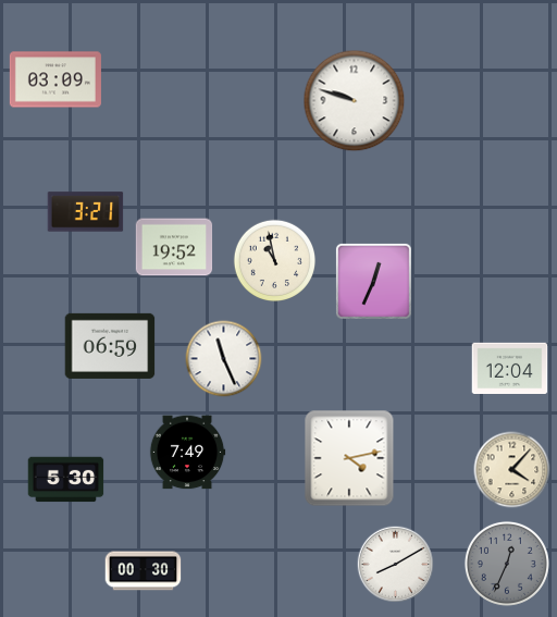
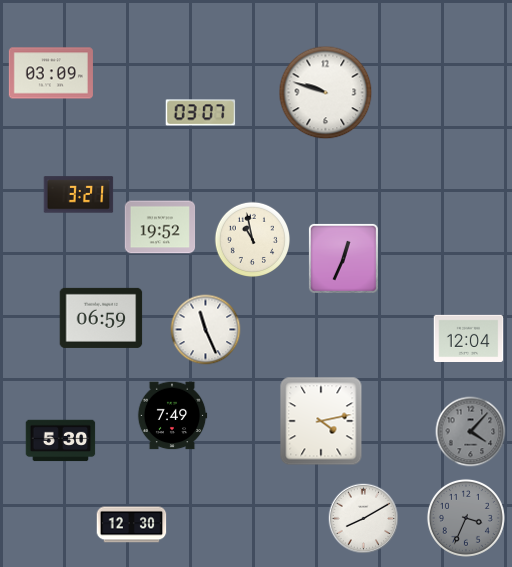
clock at (201, 113): none -> 03:07
clock at (512, 470) dial: cream -> grey
clock at (507, 564): 12:34 -> 3:34
clock at (144, 571): 00:30 -> 12:30
